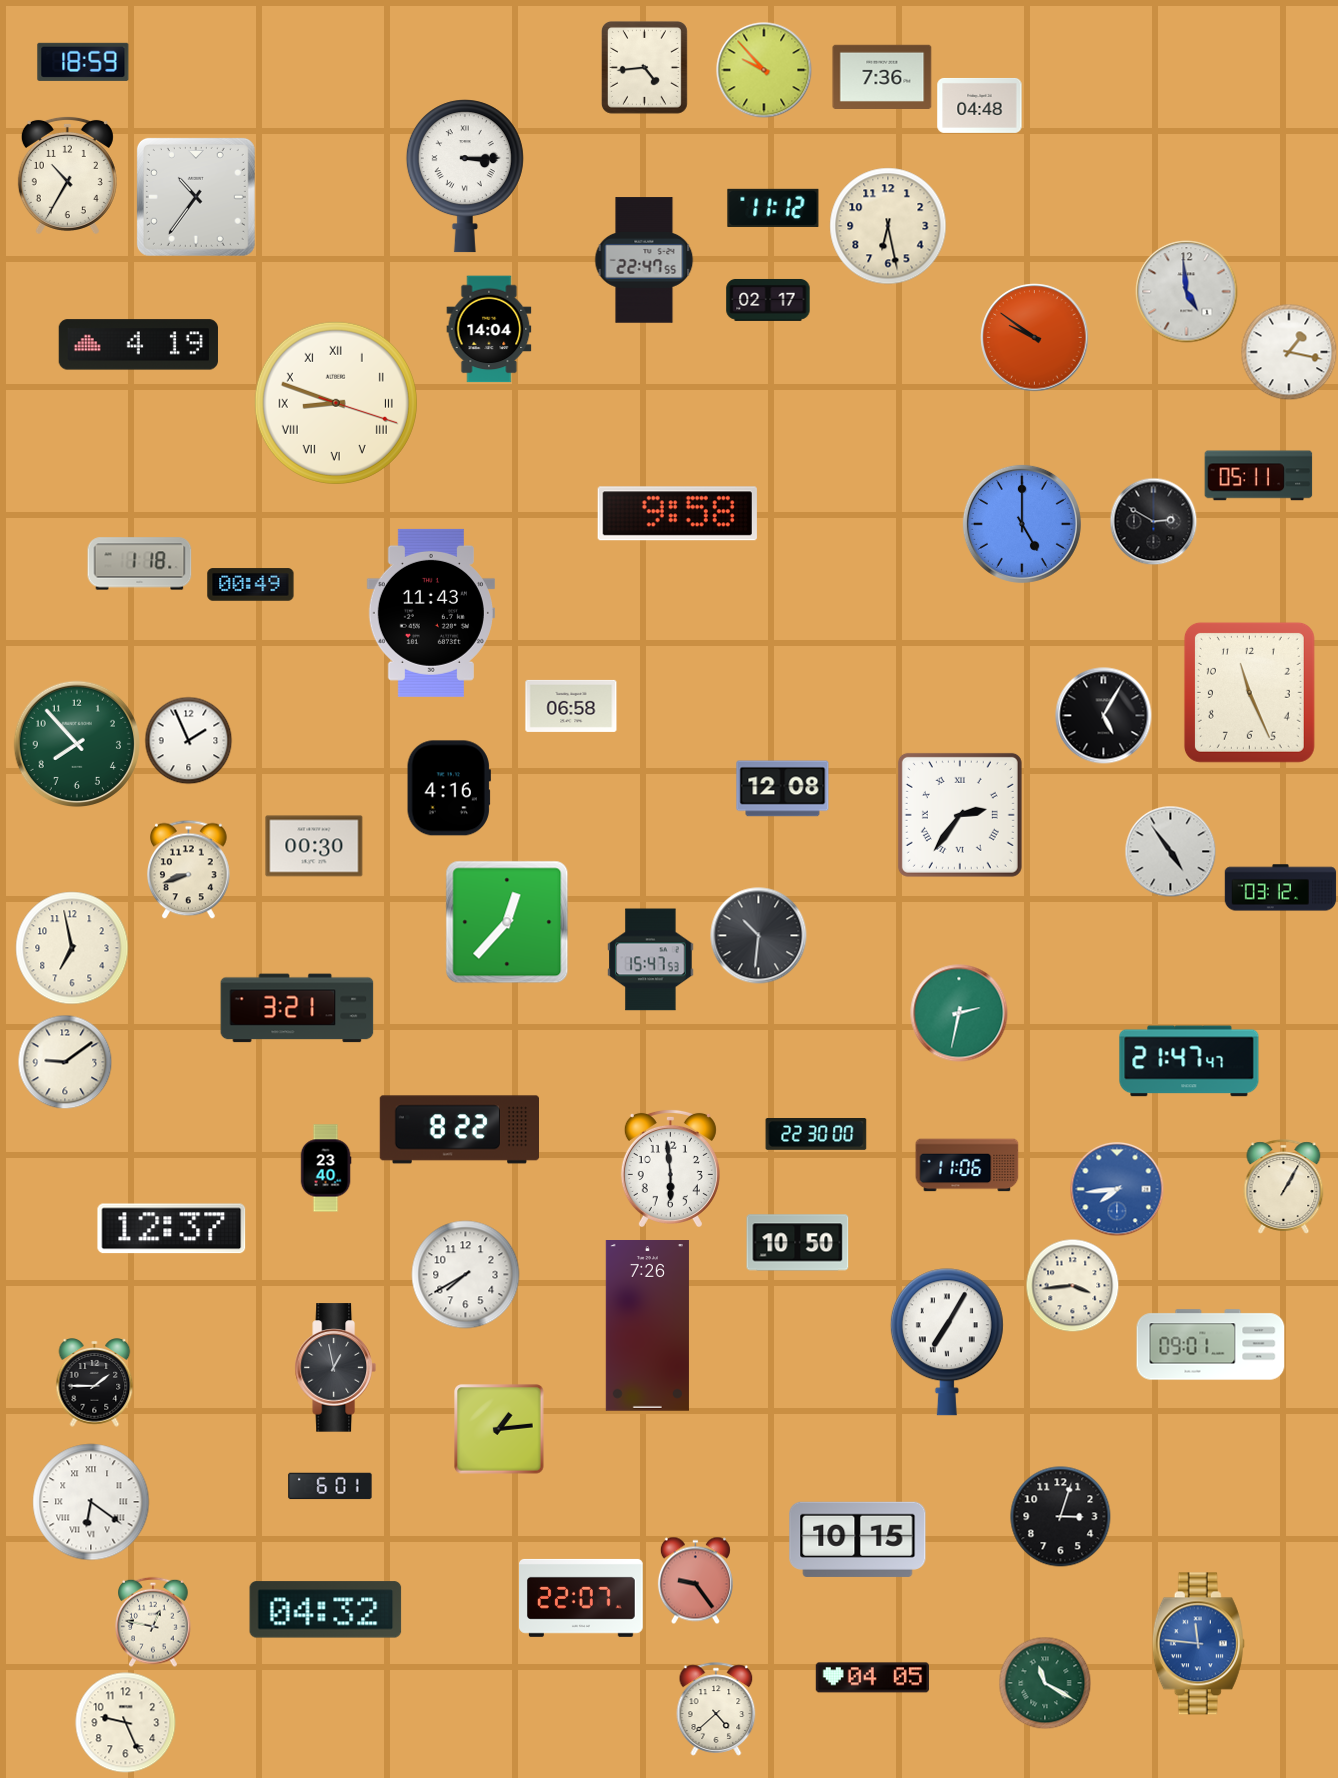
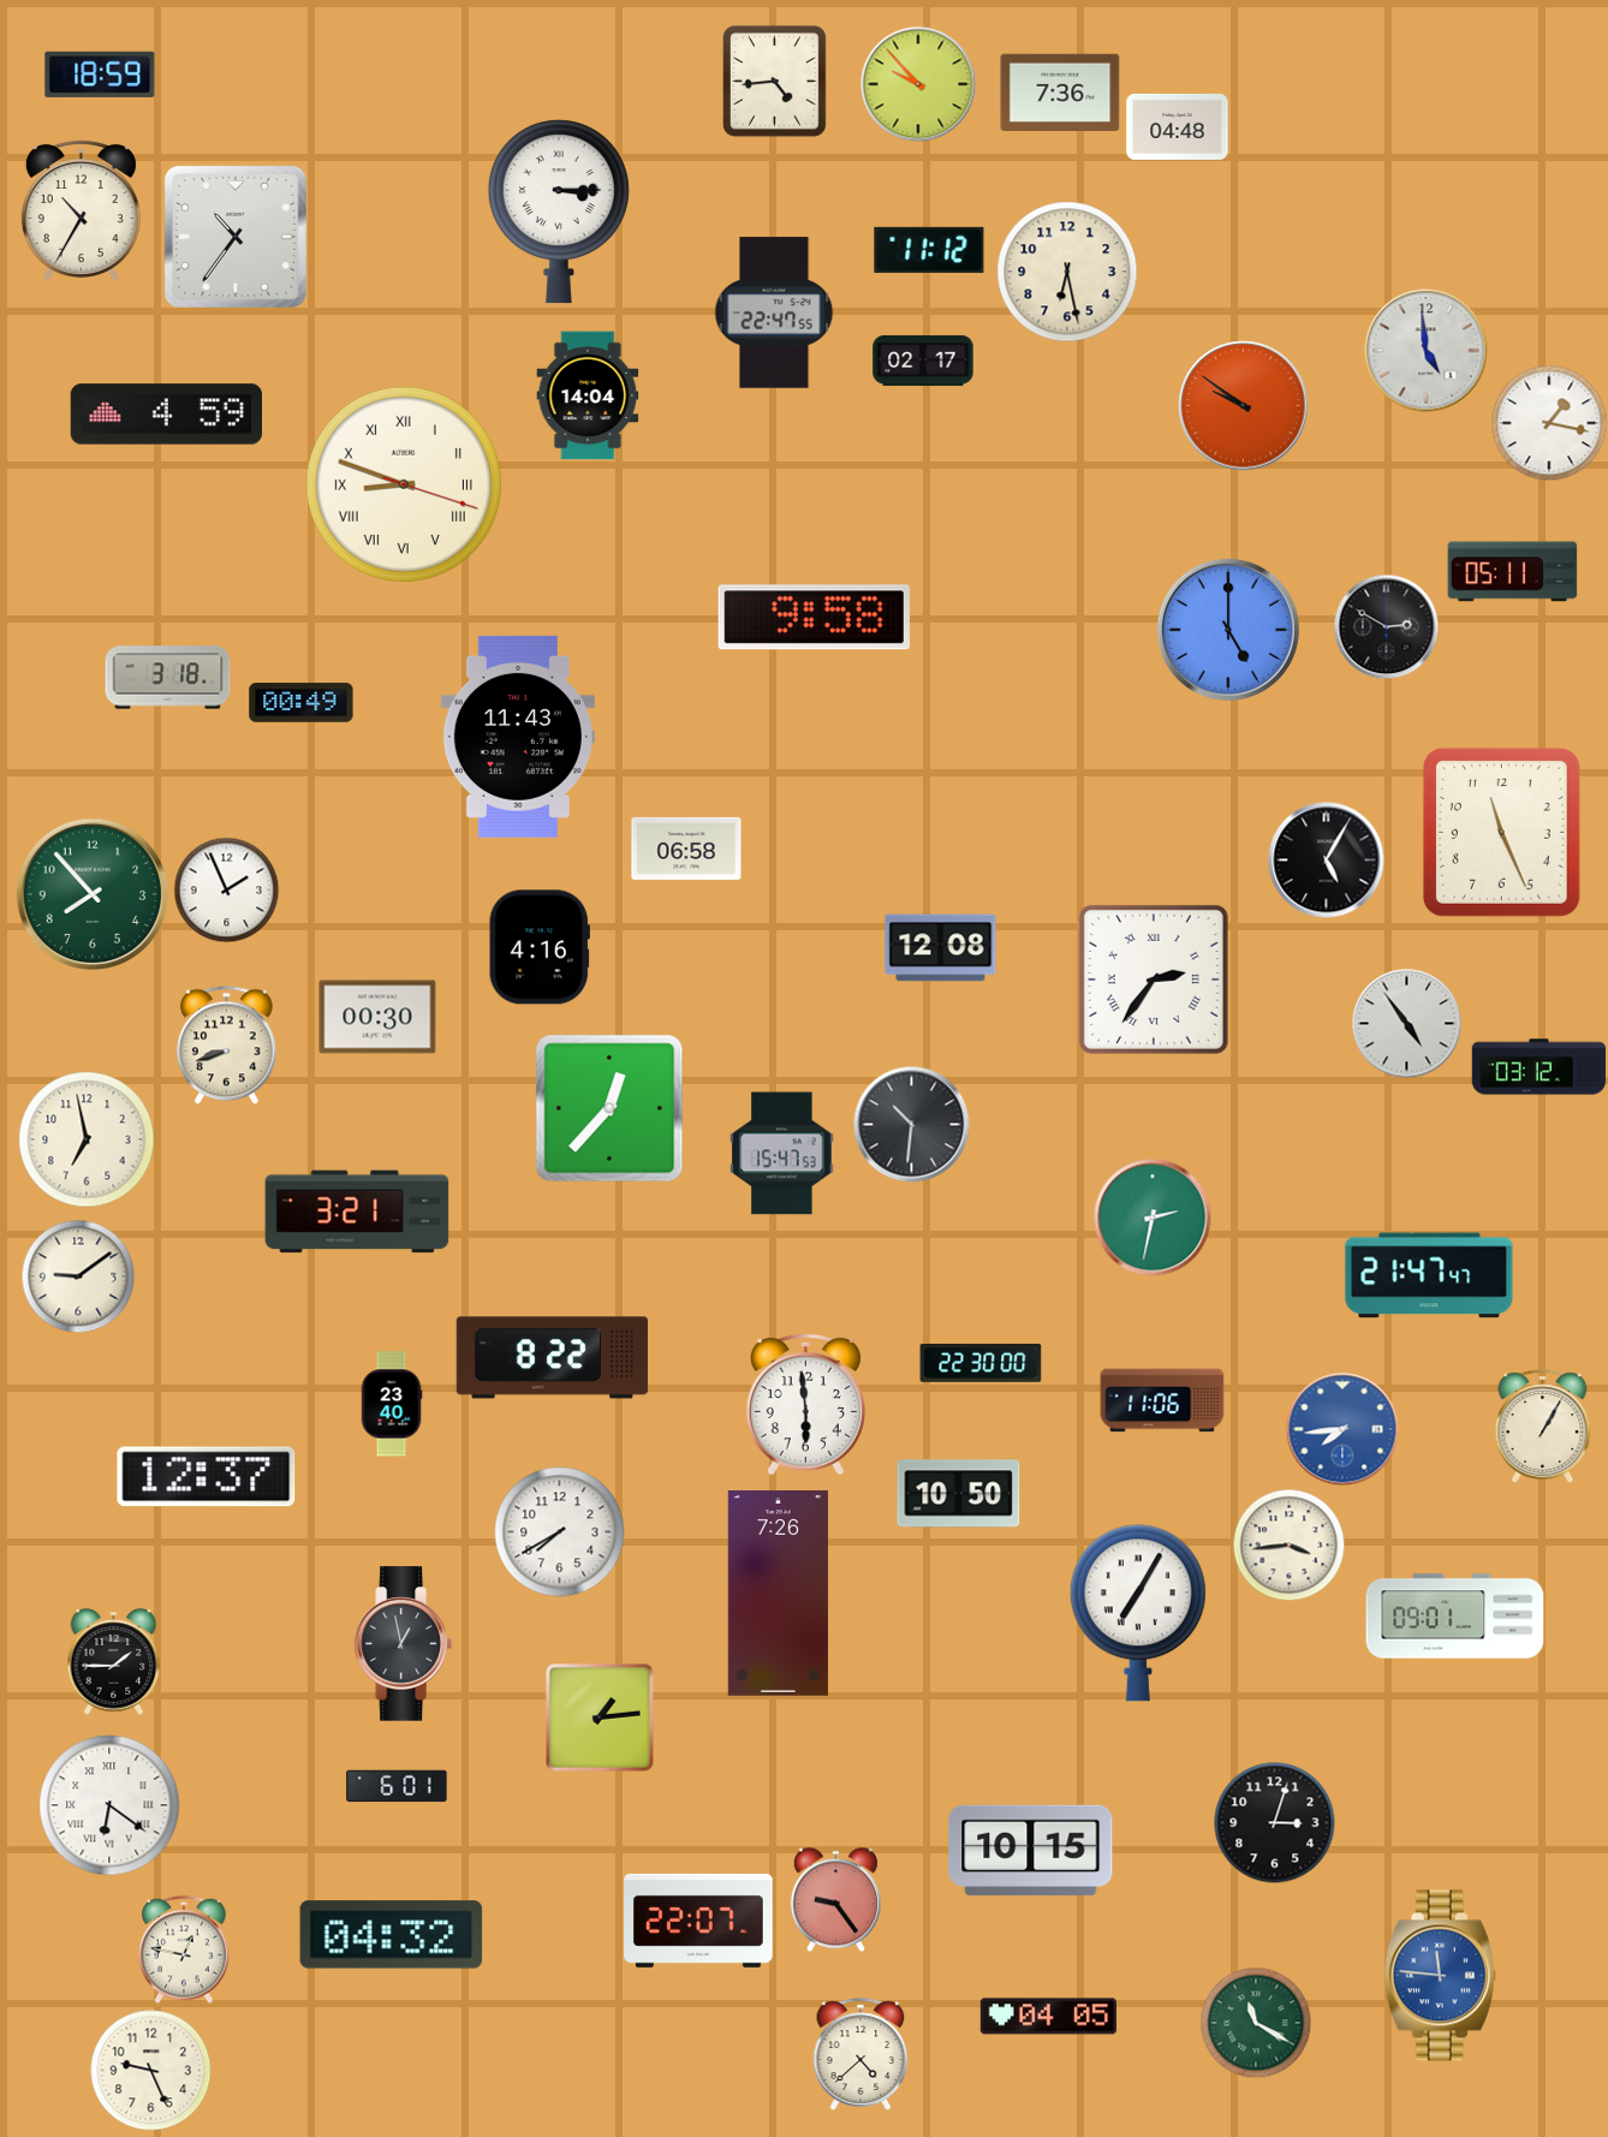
clock at (138, 345): 4:19 -> 4:59
clock at (140, 564): 1:18 -> 3:18
